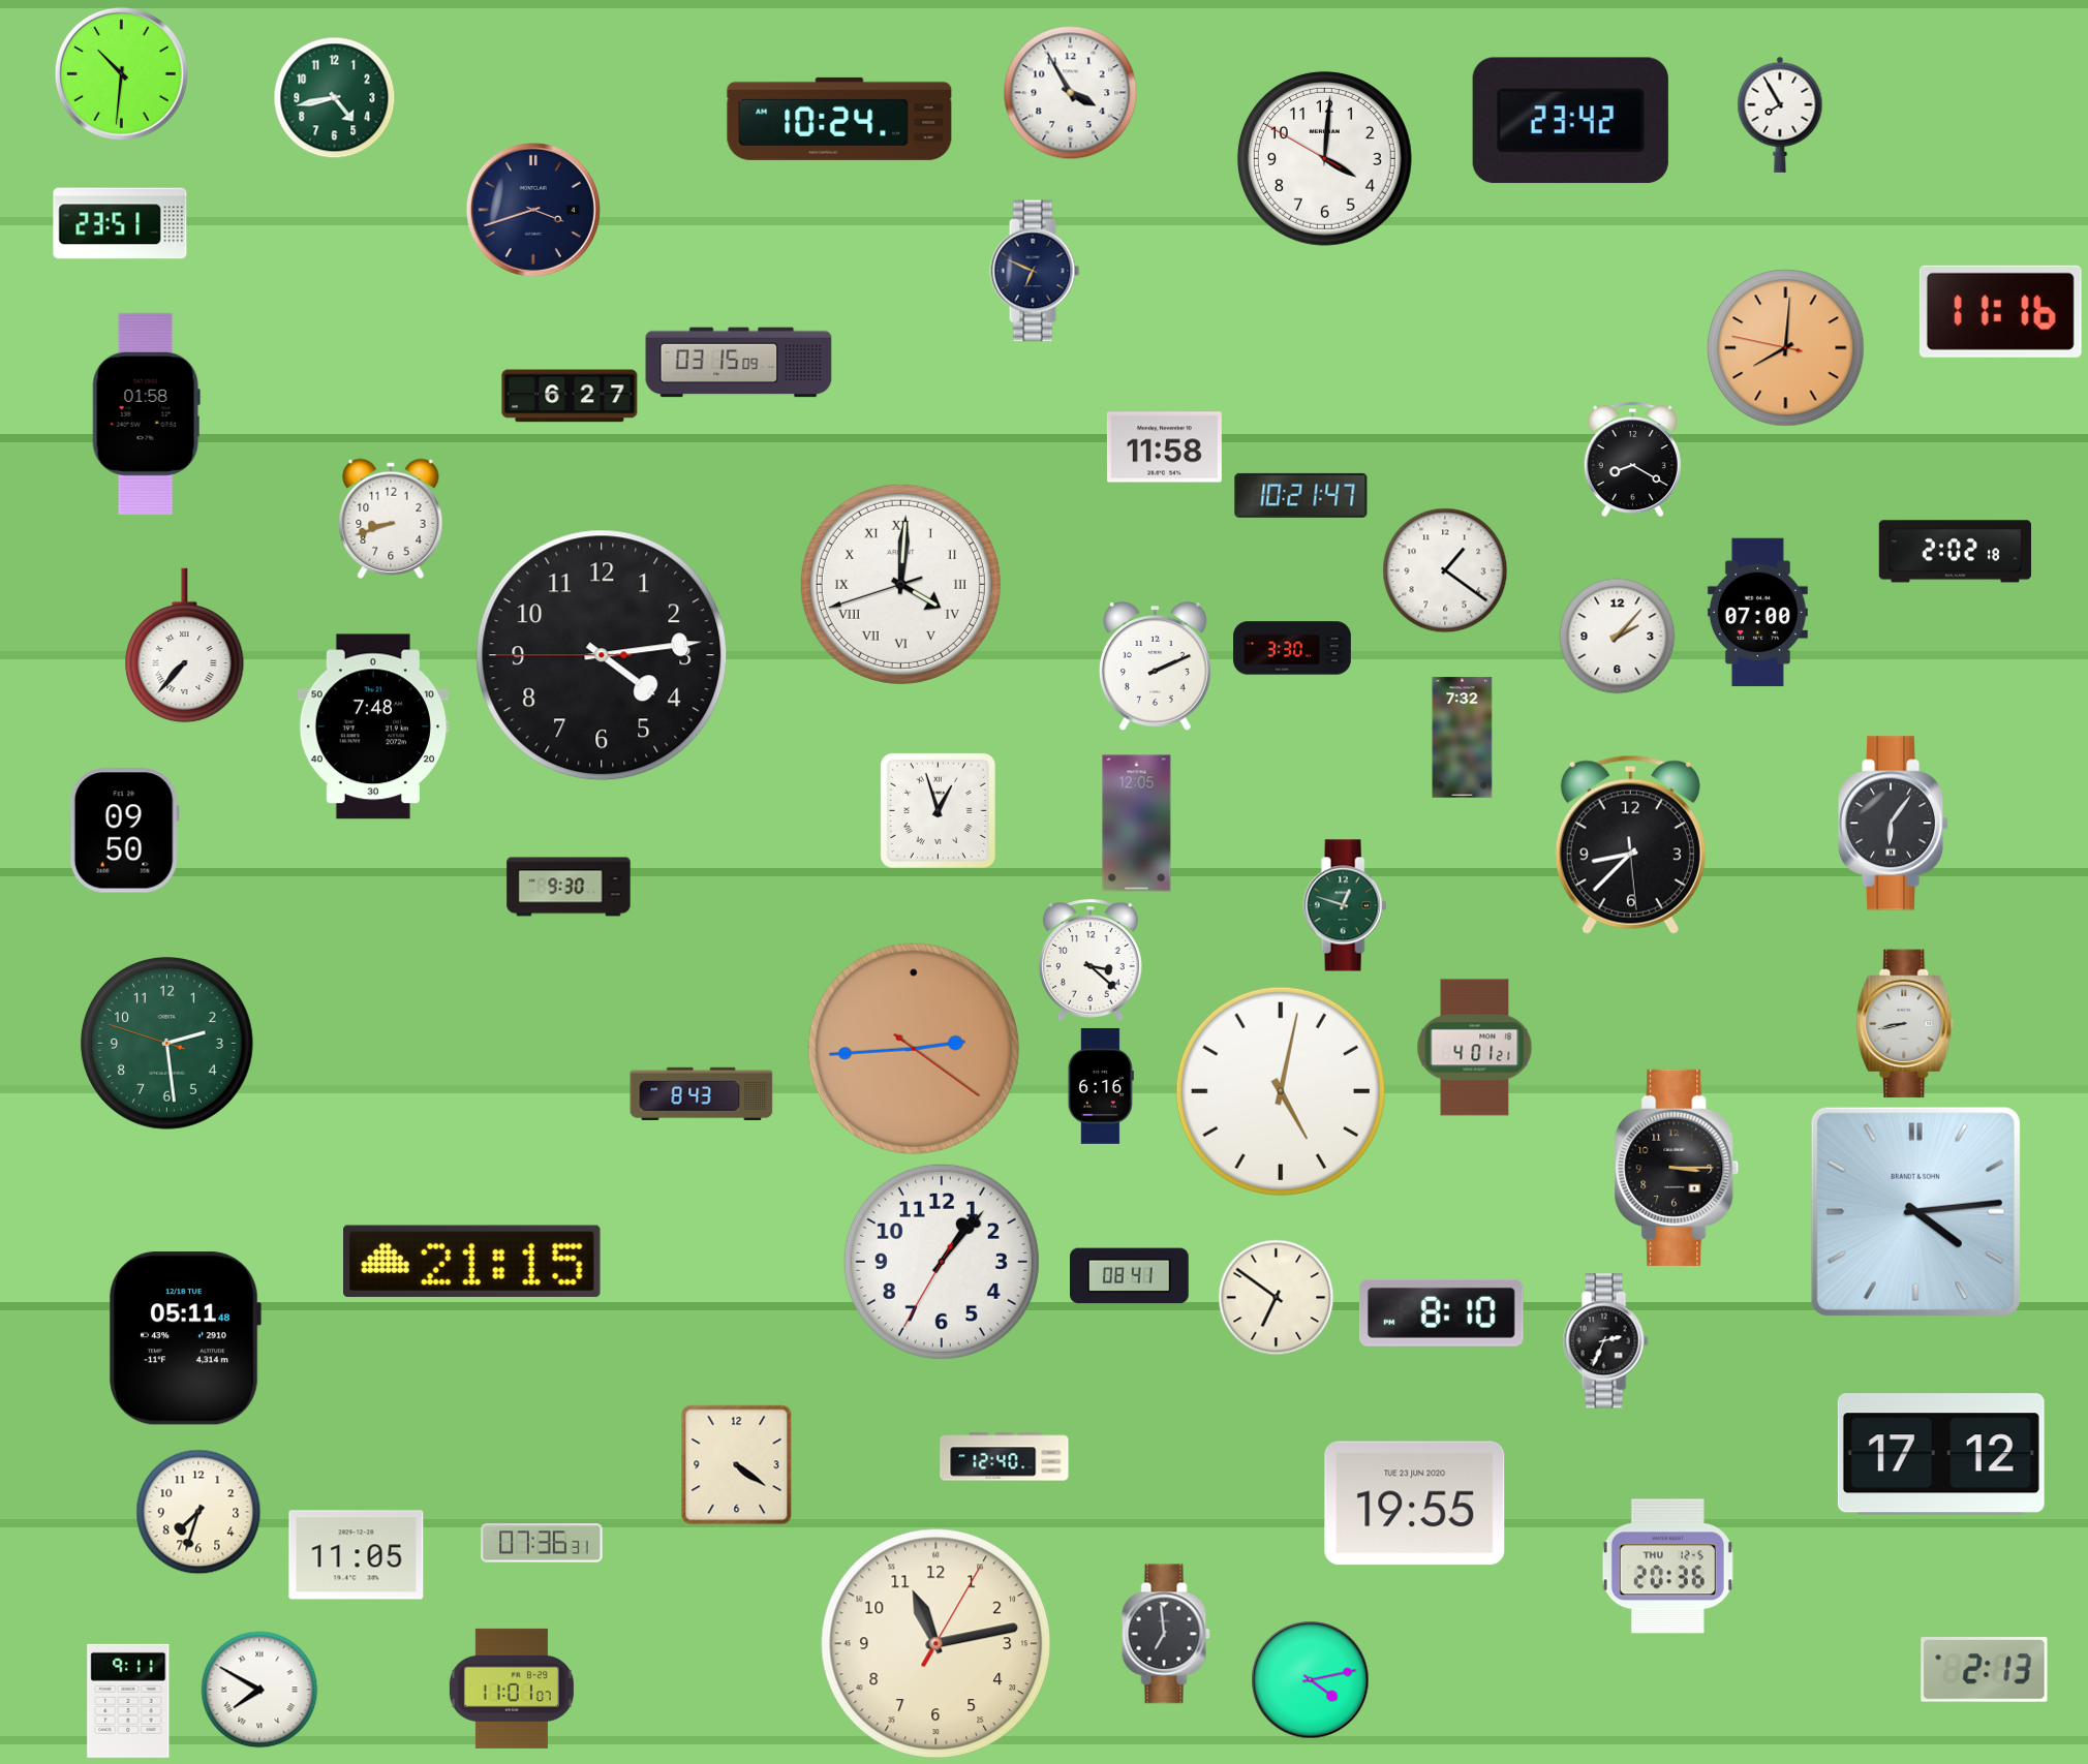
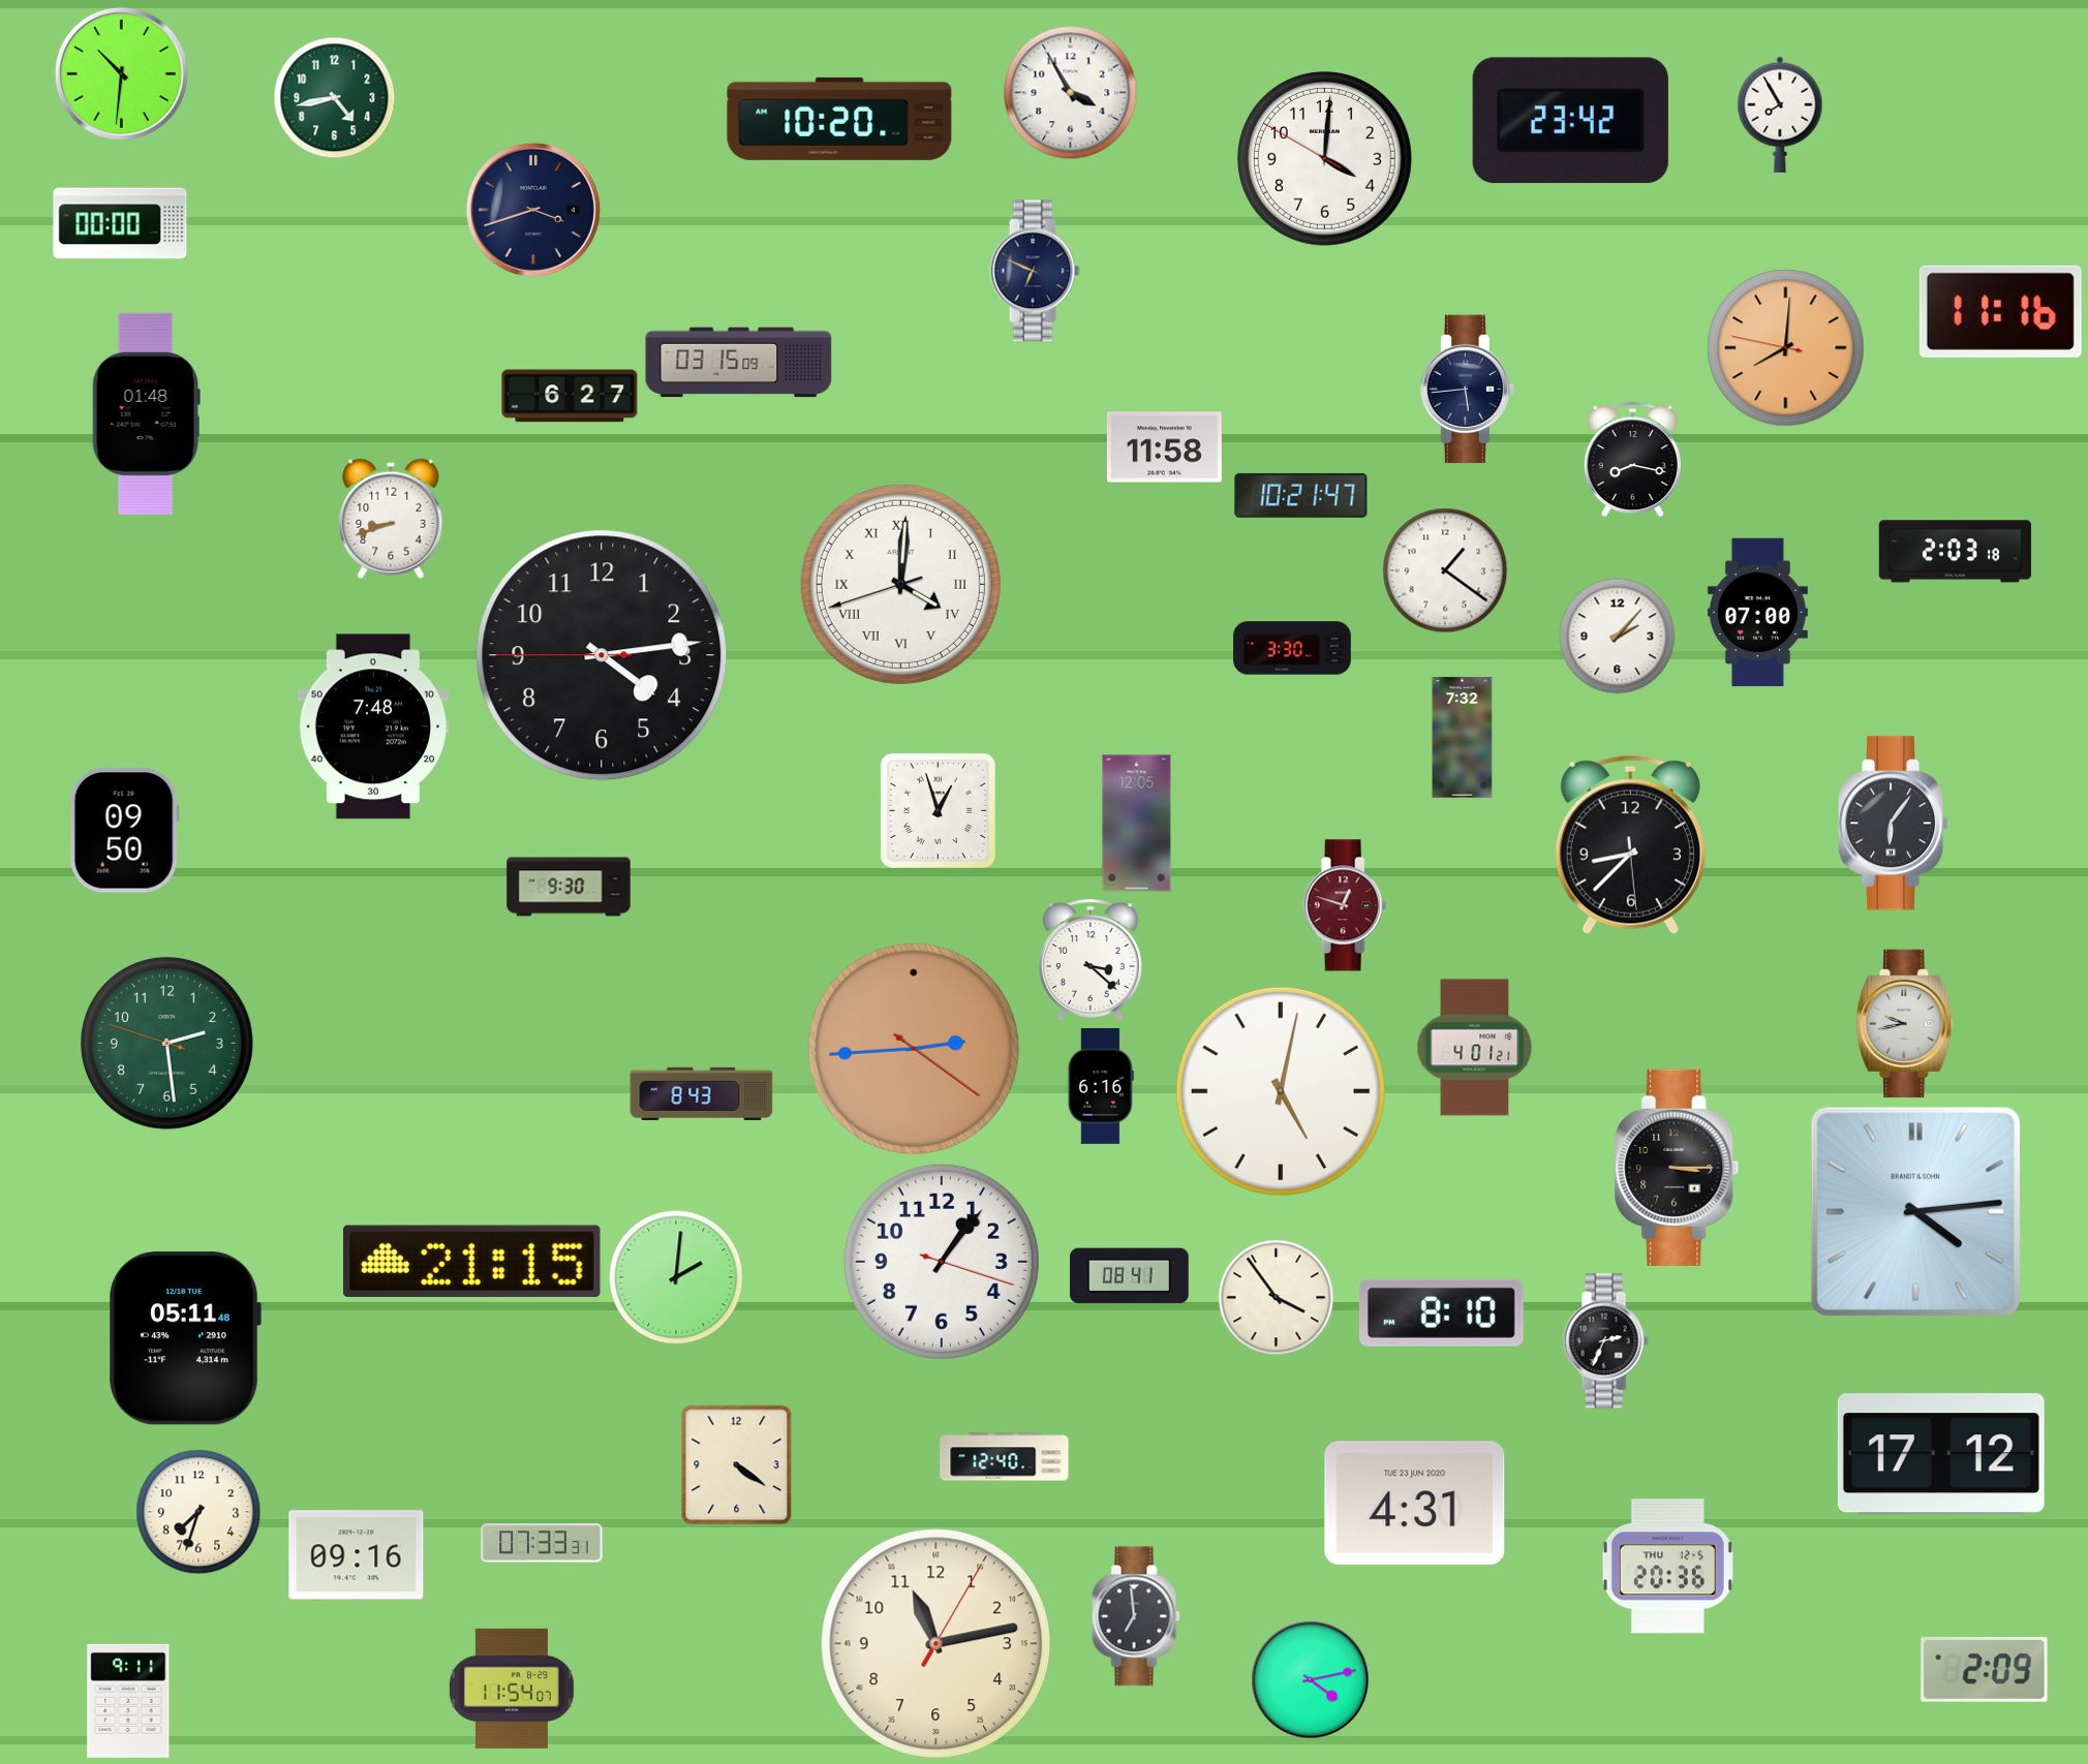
clock at (839, 119): 10:24 -> 10:20
clock at (120, 223): 23:51 -> 00:00
clock at (1468, 390): none -> 5:44
clock at (146, 413): 01:58 -> 01:48
clock at (1632, 460): 8:20 -> 8:17
clock at (1955, 552): 2:02 -> 2:03
clock at (185, 646): 7:37 -> none
clock at (1155, 667): 2:11 -> none
clock at (1345, 905) dial: green -> burgundy
clock at (1905, 1024): 8:43 -> 9:43
clock at (942, 1262): 1:06:35 -> 1:06:18
clock at (676, 1277): none -> 2:01
clock at (1277, 1298): 6:51 -> 3:54
clock at (1415, 1504): 19:55 -> 4:31
clock at (542, 1543): 07:36 -> 07:33
clock at (357, 1555): 11:05 -> 09:16
clock at (1166, 1634) position: (1166, 1634) -> (1136, 1616)
clock at (1985, 1670): 2:13 -> 2:09
clock at (512, 1689): 11:01 -> 11:54
clock at (259, 1690): 7:50 -> none
